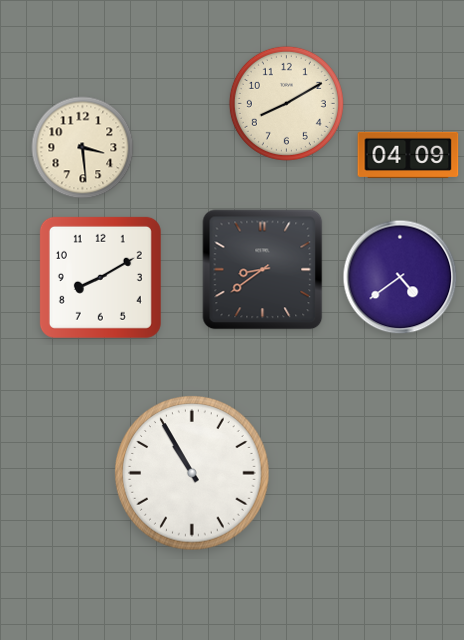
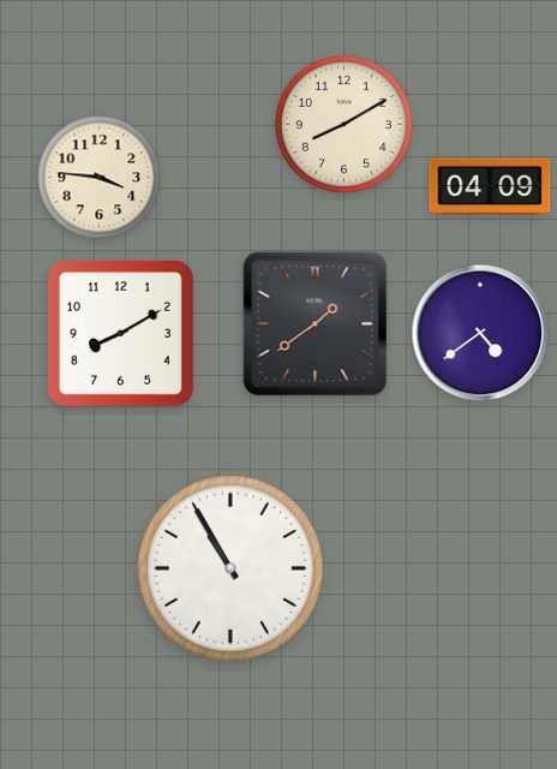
clock at (83, 148): 3:29 -> 3:46
clock at (263, 270): 8:39 -> 1:39
